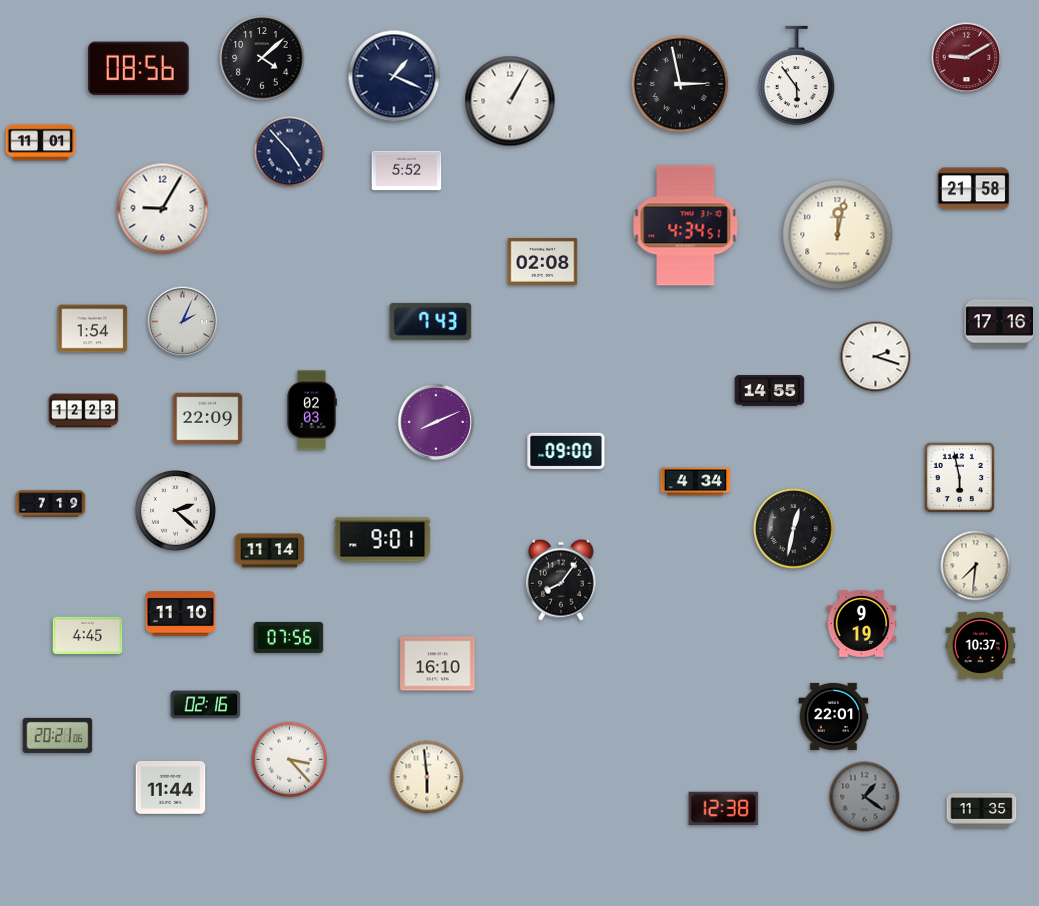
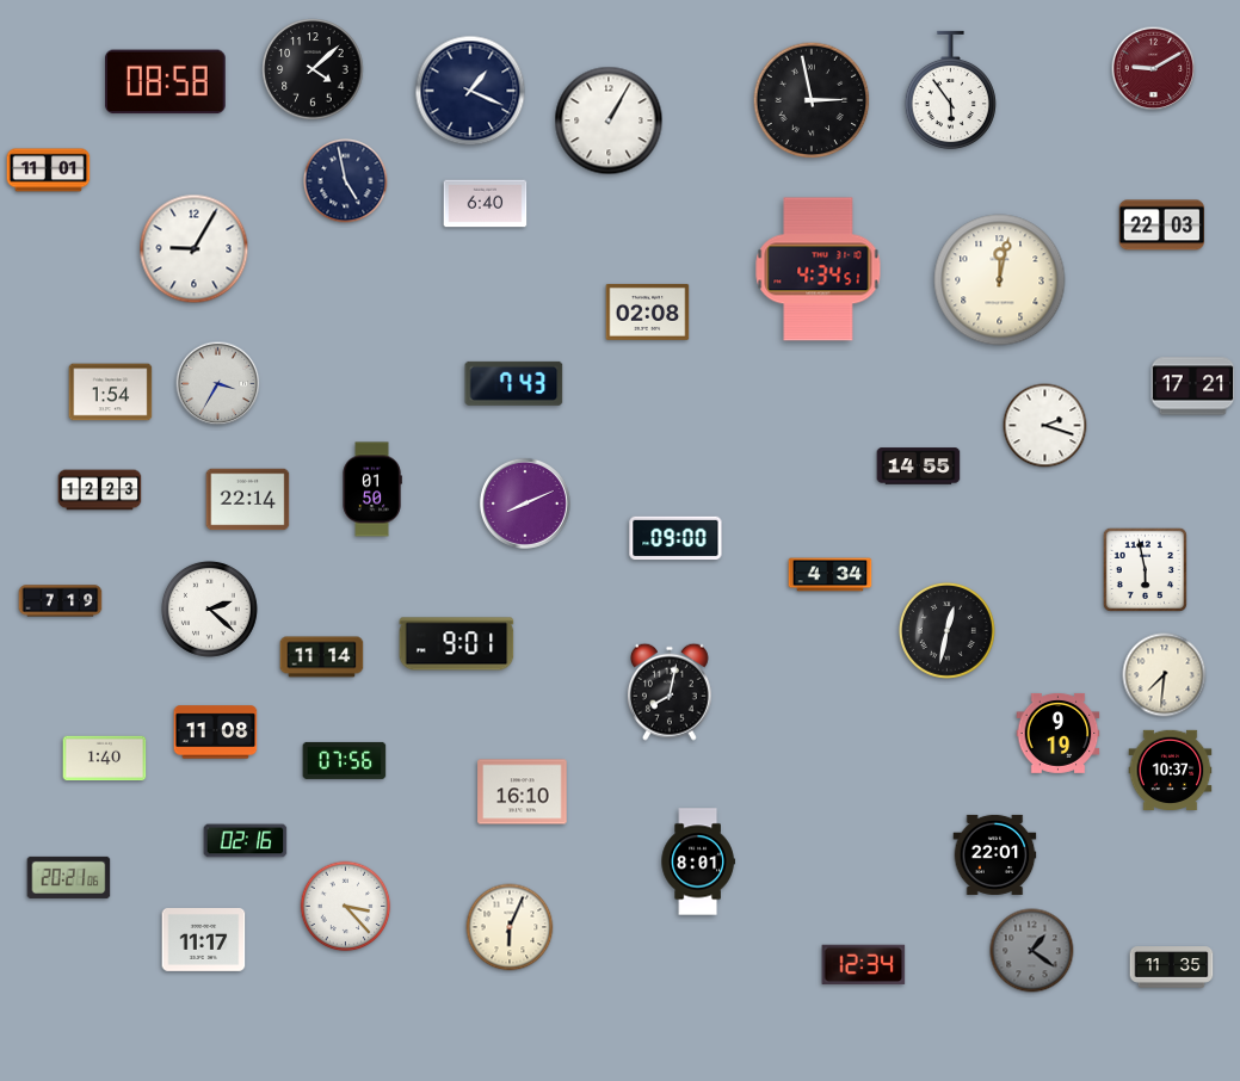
clock at (138, 69): 08:56 -> 08:58
clock at (290, 152): 4:53 -> 4:58
clock at (407, 171): 5:52 -> 6:40
clock at (974, 189): 21:58 -> 22:03
clock at (183, 322): 2:04 -> 3:35
clock at (1000, 324): 17:16 -> 17:21
clock at (312, 410): 02:03 -> 01:50
clock at (208, 419): 22:09 -> 22:14
clock at (436, 422) position: (436, 422) -> (525, 504)
clock at (561, 580): 8:06 -> 8:02
clock at (181, 614): 11:10 -> 11:08
clock at (862, 623) position: (862, 623) -> (1059, 733)
clock at (88, 636): 4:45 -> 1:40
clock at (698, 861): none -> 8:01
clock at (427, 777): 5:59 -> 6:04
clock at (171, 788): 11:44 -> 11:17
clock at (724, 808): 12:38 -> 12:34
